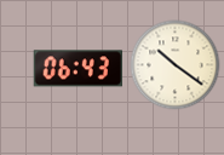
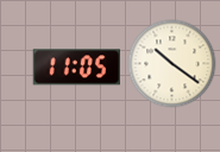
clock at (77, 69): 06:43 -> 11:05
